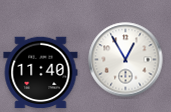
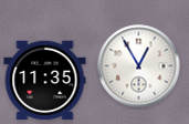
clock at (41, 73): 11:40 -> 11:35
